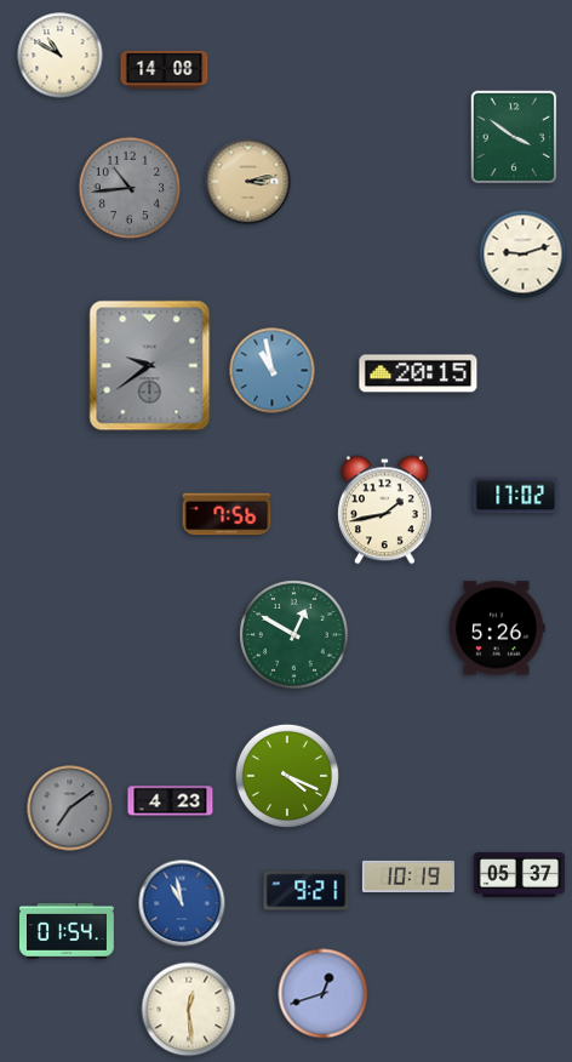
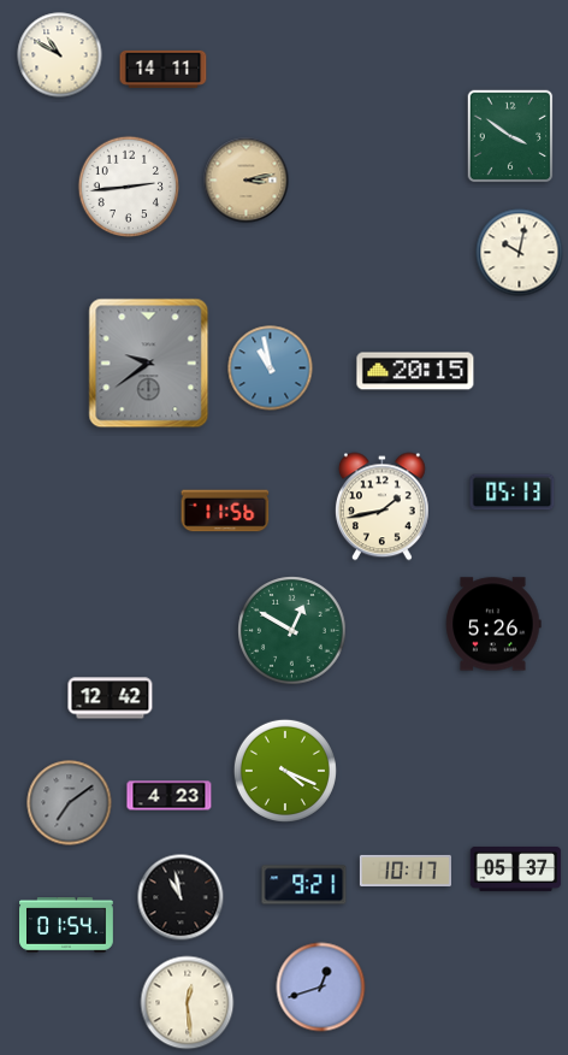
clock at (165, 69): 14:08 -> 14:11
clock at (130, 188): 10:44 -> 2:44
clock at (130, 188) dial: grey -> white
clock at (524, 255): 9:12 -> 10:02
clock at (516, 496): 17:02 -> 05:13
clock at (227, 514): 7:56 -> 11:56
clock at (111, 699): none -> 12:42
clock at (408, 877): 10:19 -> 10:17
clock at (182, 903) dial: blue -> black
